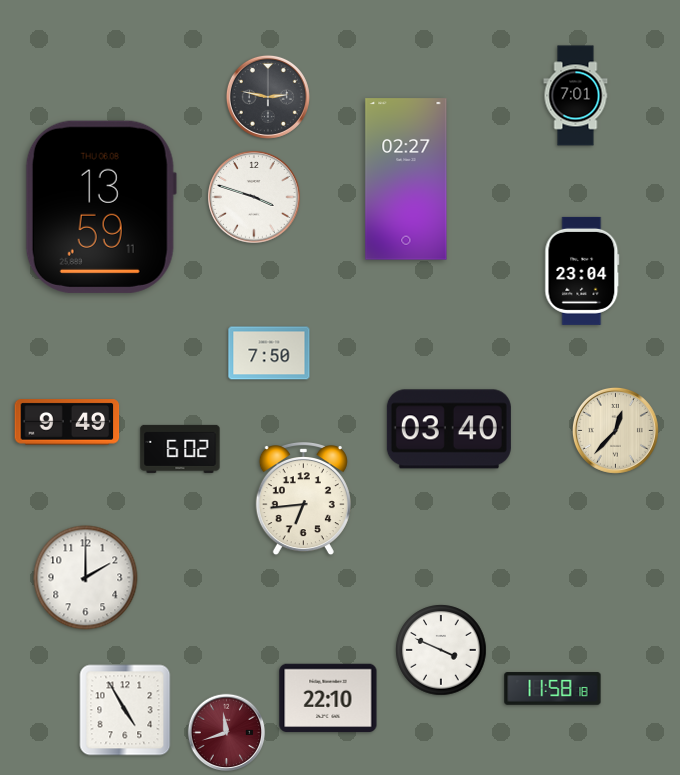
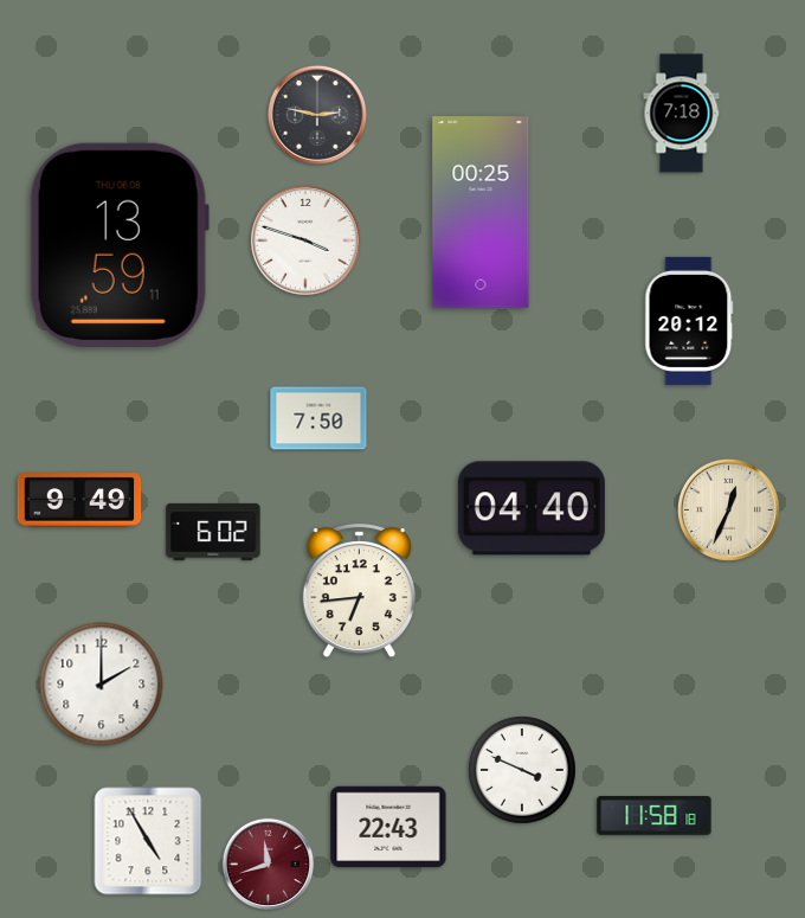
clock at (576, 96): 7:01 -> 7:18
clock at (406, 179): 02:27 -> 00:25
clock at (254, 197) position: (254, 197) -> (305, 240)
clock at (582, 271): 23:04 -> 20:12
clock at (449, 429): 03:40 -> 04:40
clock at (615, 430): 12:37 -> 12:34
clock at (328, 698): 22:10 -> 22:43
clock at (227, 733) position: (227, 733) -> (269, 865)
